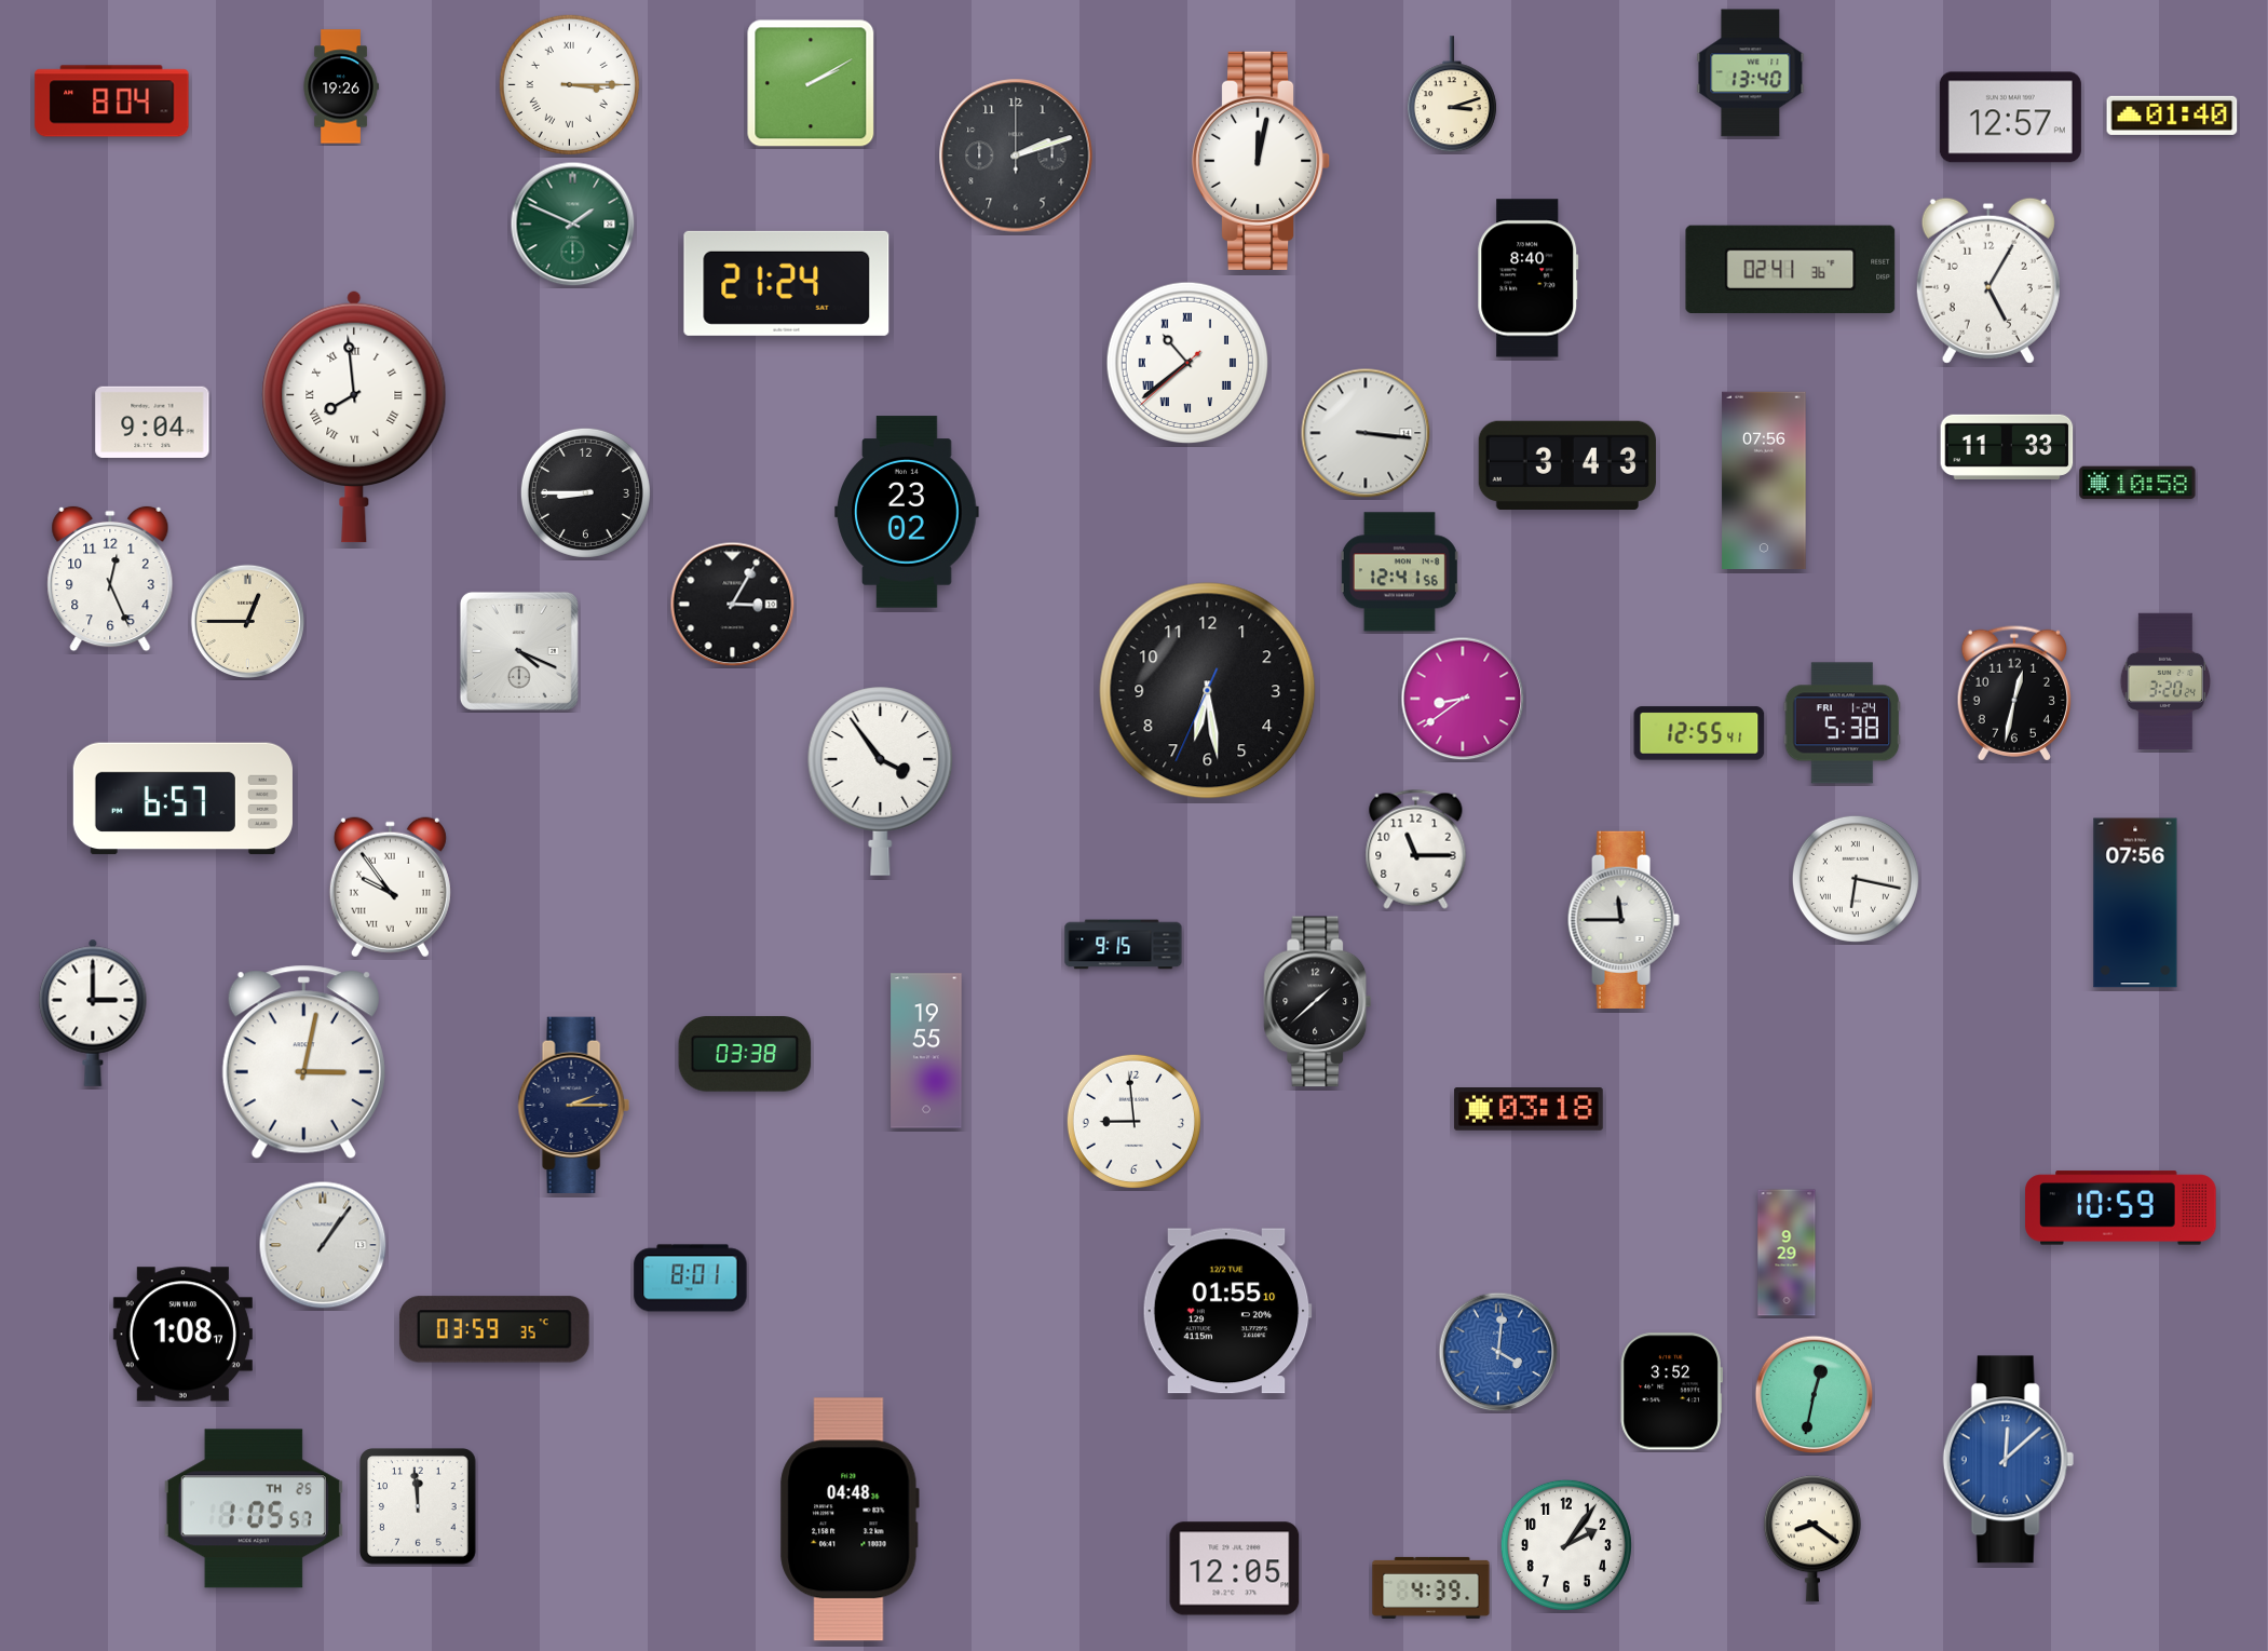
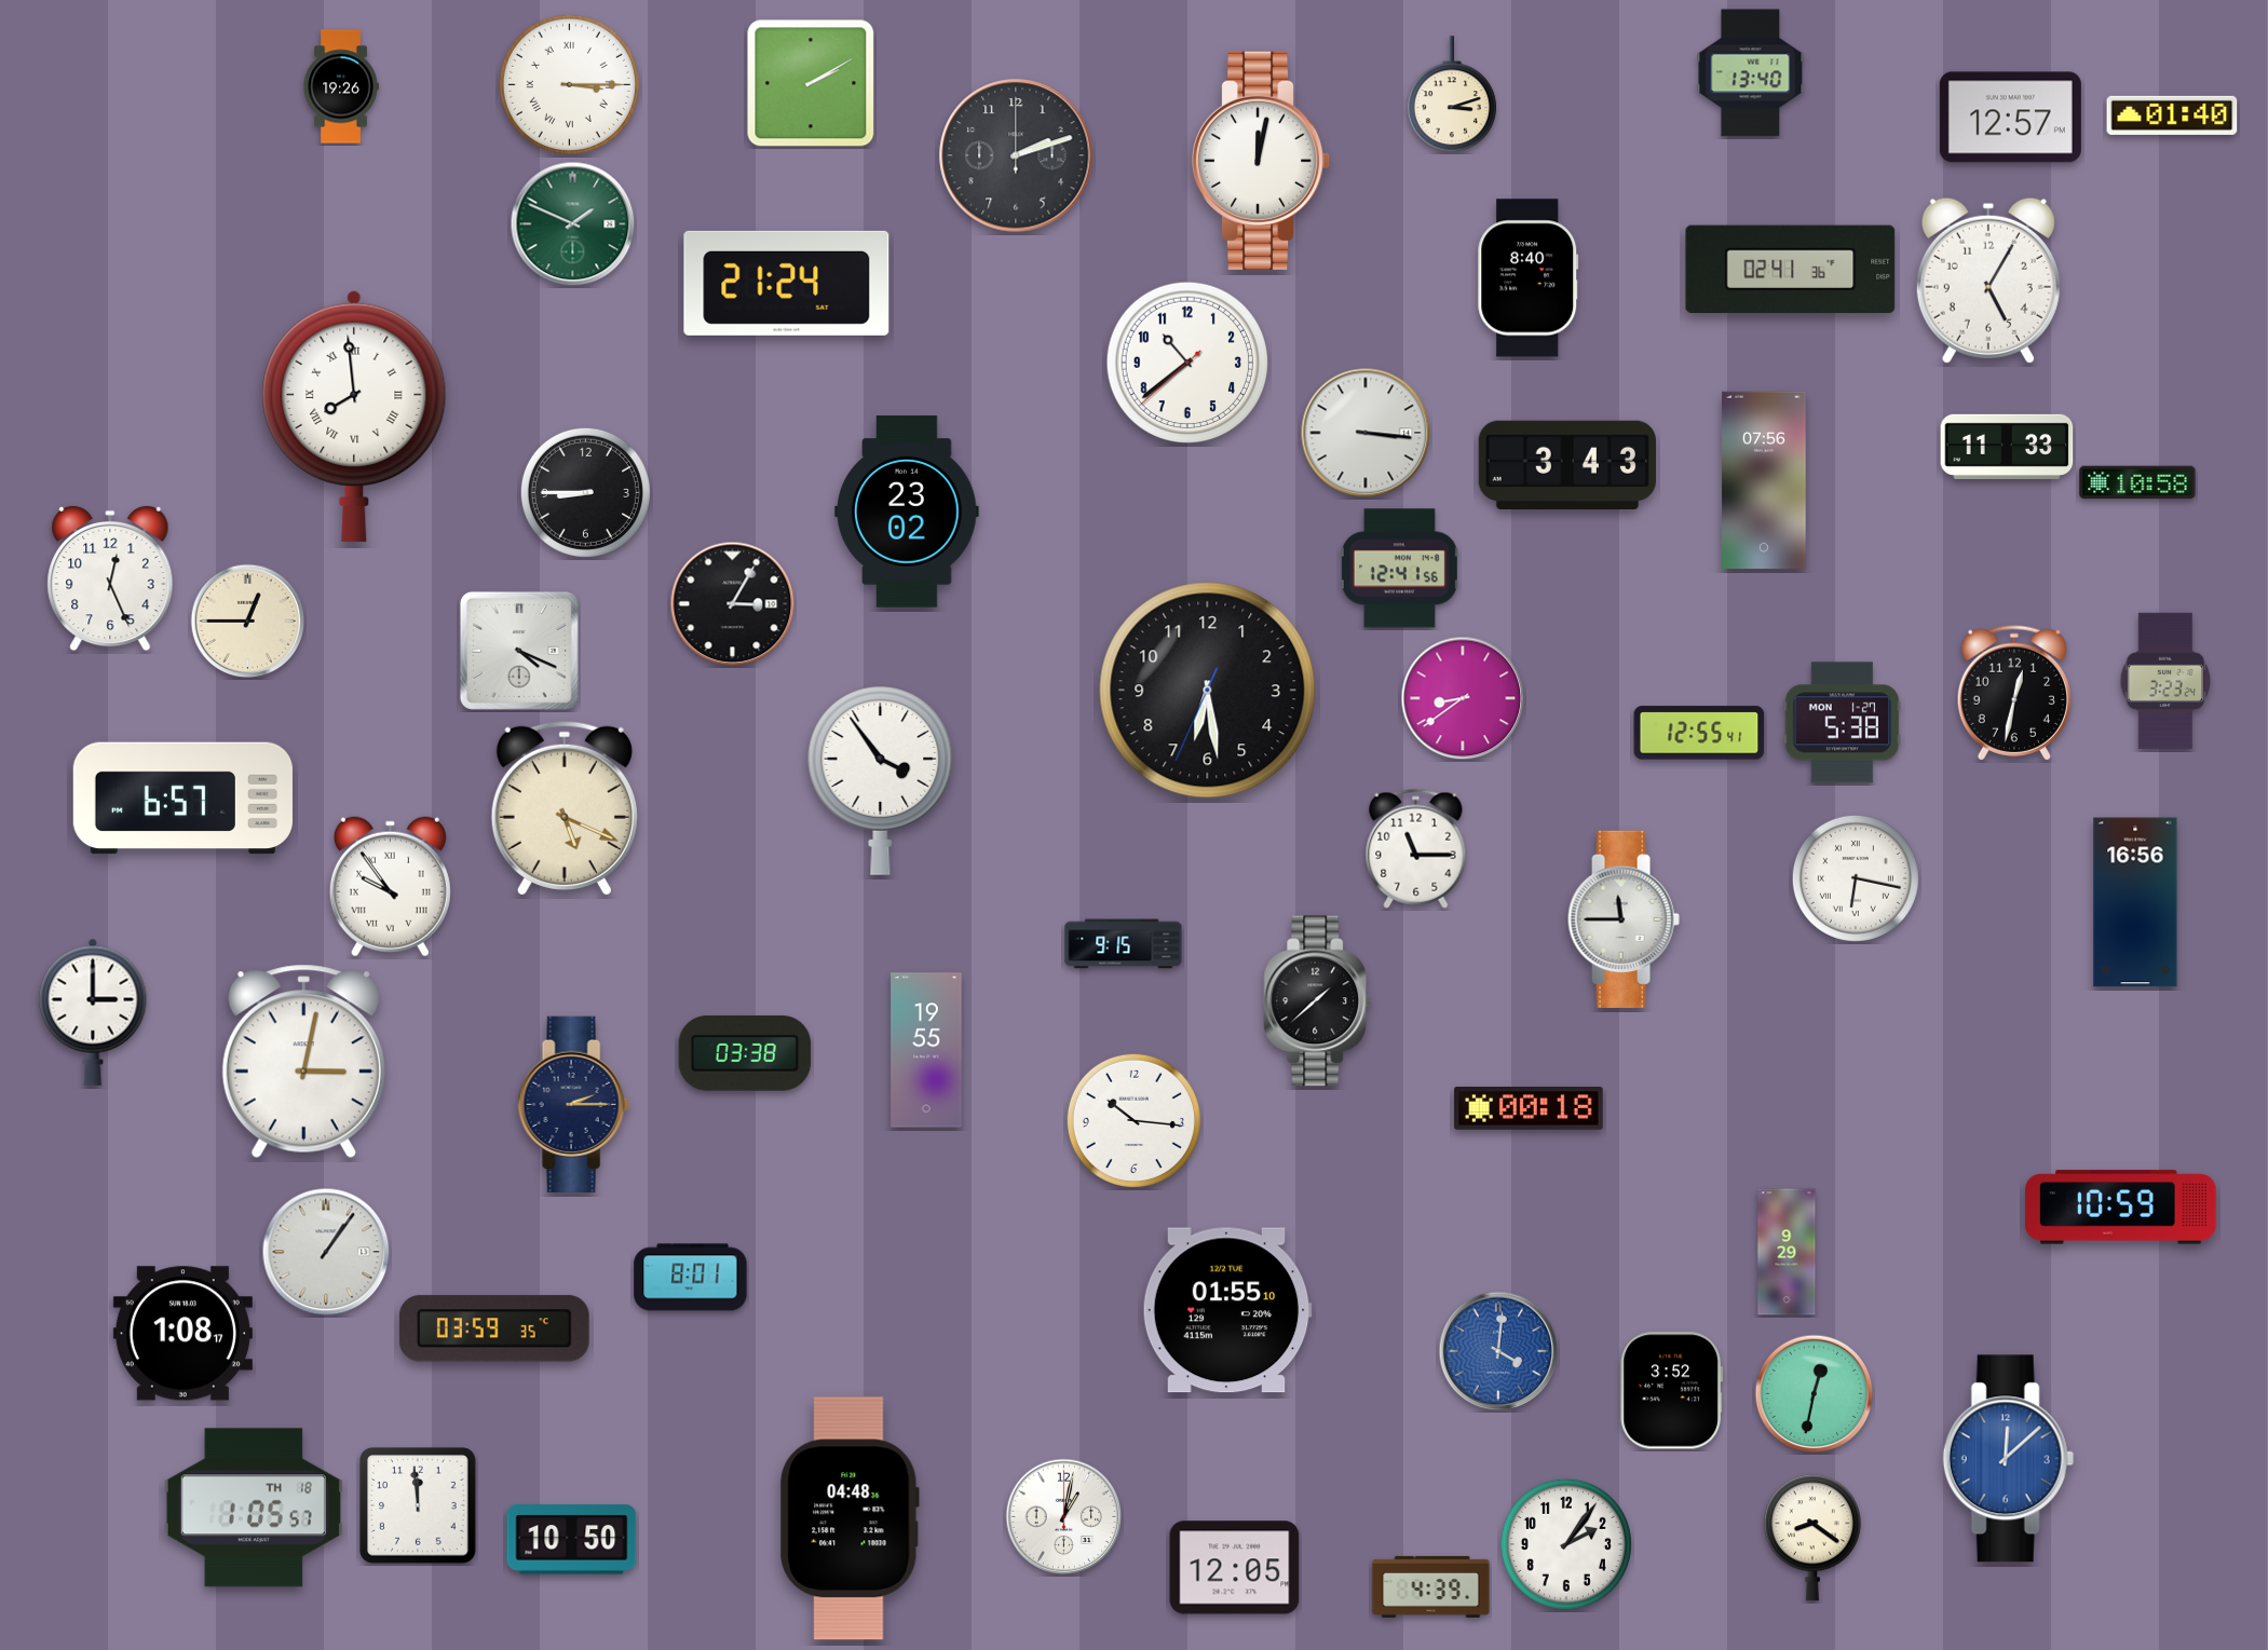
clock at (112, 102): 8:04 -> none
clock at (1186, 363) numerals: Roman -> Arabic
clock at (152, 422): 9:04 -> none
clock at (1399, 572) position: (1399, 572) -> (1399, 569)
clock at (2165, 681): 3:20 -> 3:23
clock at (1843, 723) date: FRI 1-24 -> MON 1-27
clock at (565, 808): none -> 5:19
clock at (2135, 903): 07:56 -> 16:56
clock at (1529, 1110): 03:18 -> 00:18
clock at (1133, 1121): 8:59 -> 10:16
clock at (323, 1245) position: (323, 1245) -> (326, 1252)
clock at (254, 1508) date: TH 25 -> TH 18
clock at (1064, 1517): none -> 1:02
clock at (572, 1540): none -> 10:50
